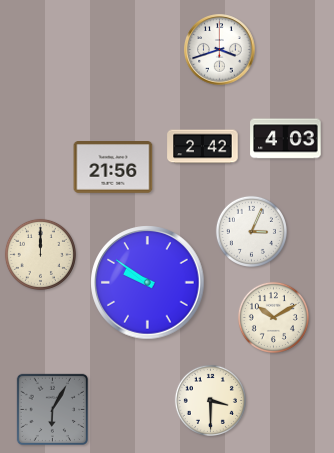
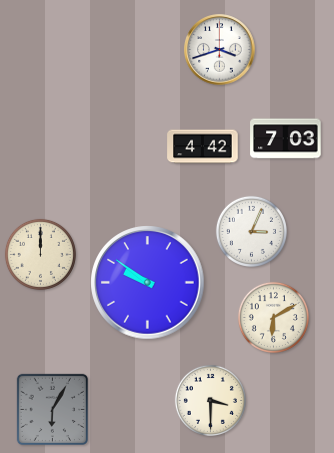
clock at (286, 139): 4:03 -> 7:03
clock at (203, 147): 2:42 -> 4:42
clock at (113, 168): 21:56 -> none
clock at (273, 317): 10:10 -> 6:10
